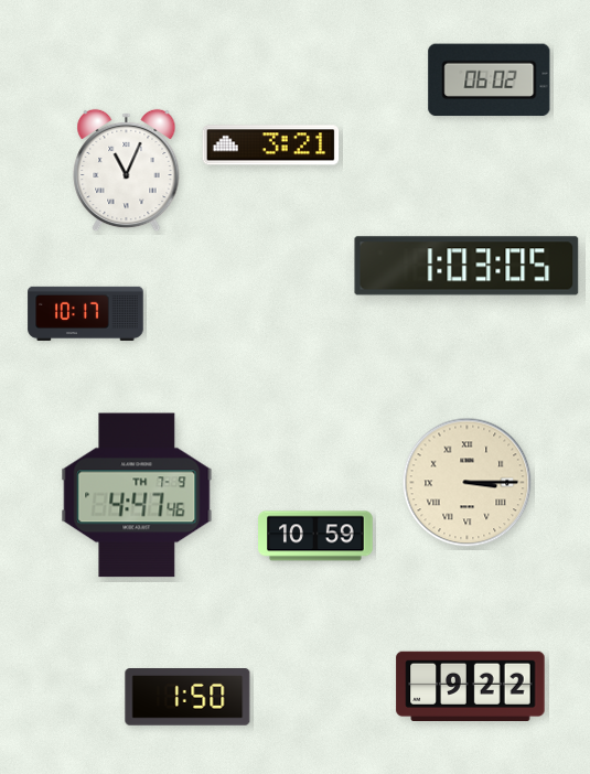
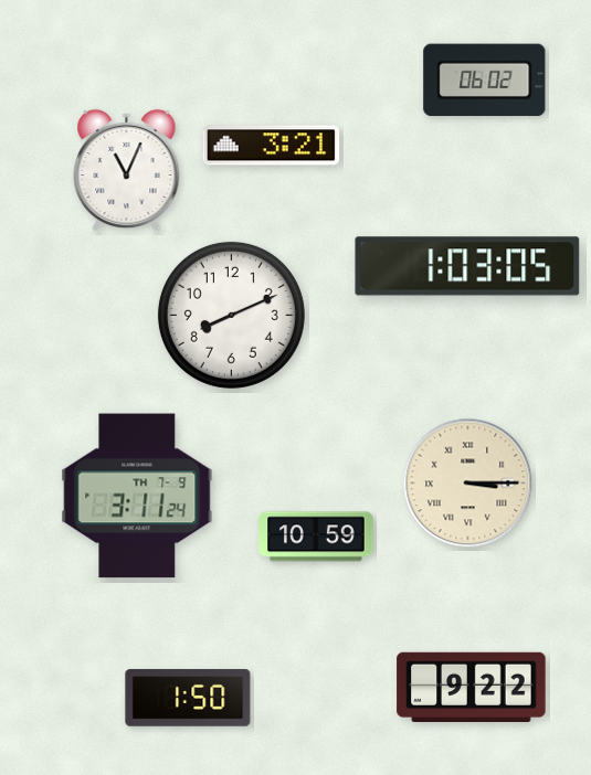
clock at (490, 80) position: (490, 80) -> (485, 81)
clock at (86, 313): 10:17 -> none
clock at (231, 315): none -> 8:11
clock at (137, 495): 4:47 -> 3:11
